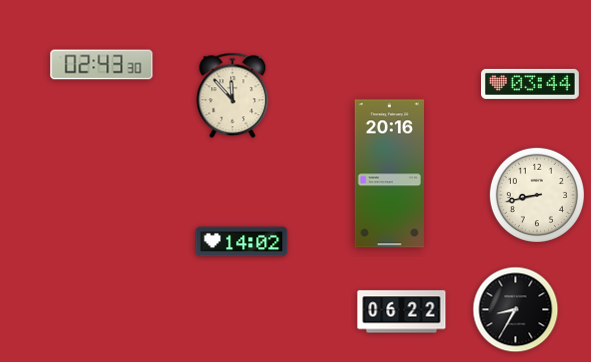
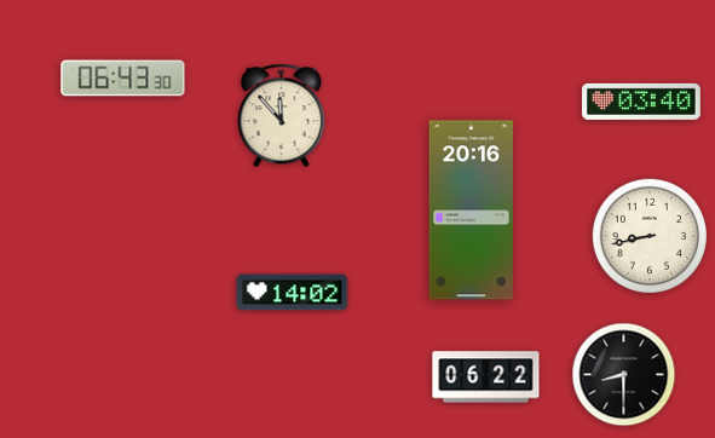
clock at (102, 65): 02:43 -> 06:43
clock at (531, 84): 03:44 -> 03:40
clock at (516, 310): 8:35 -> 8:30
